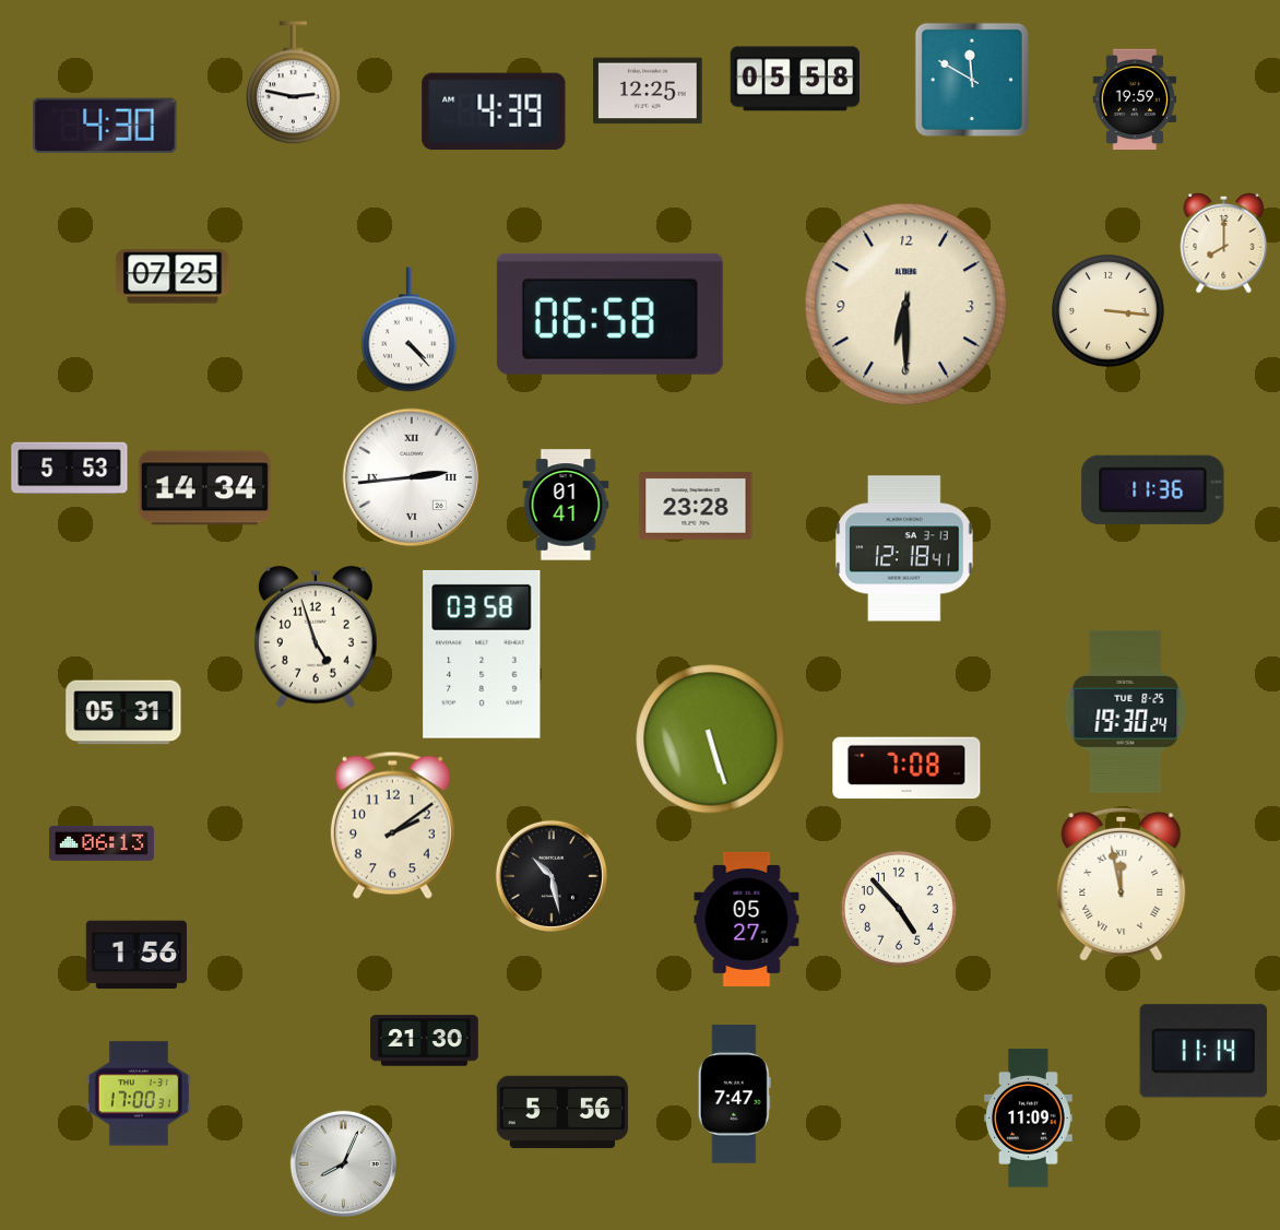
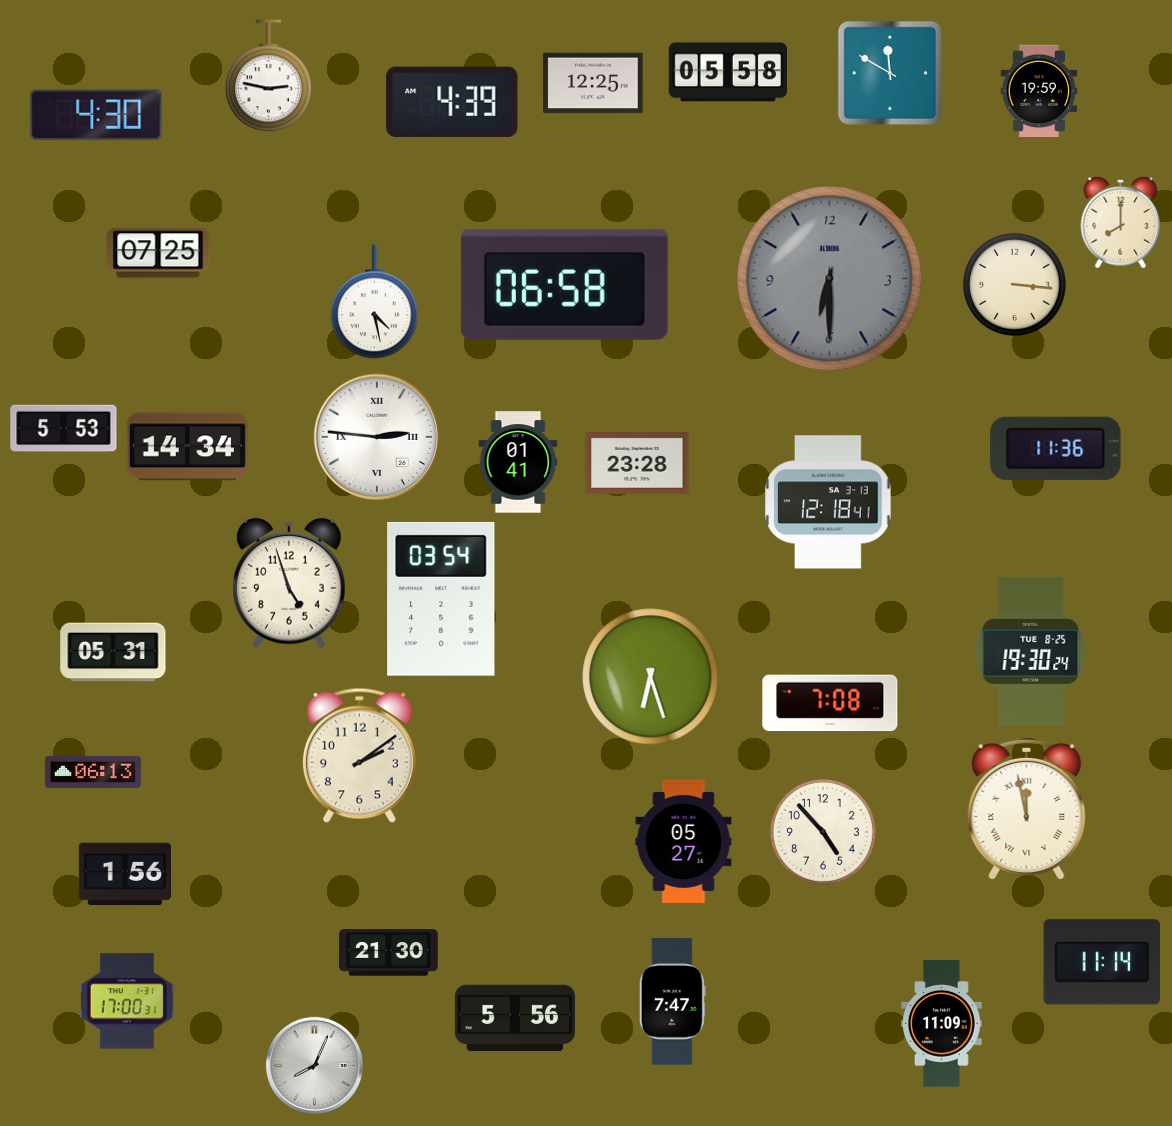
clock at (906, 305) dial: cream -> grey
clock at (609, 314) position: (609, 314) -> (564, 284)
clock at (410, 330): 4:23 -> 4:28
clock at (412, 477): 2:44 -> 2:46
clock at (482, 654): 03:58 -> 03:54
clock at (711, 740): 5:27 -> 6:27
clock at (552, 876): 10:28 -> none
